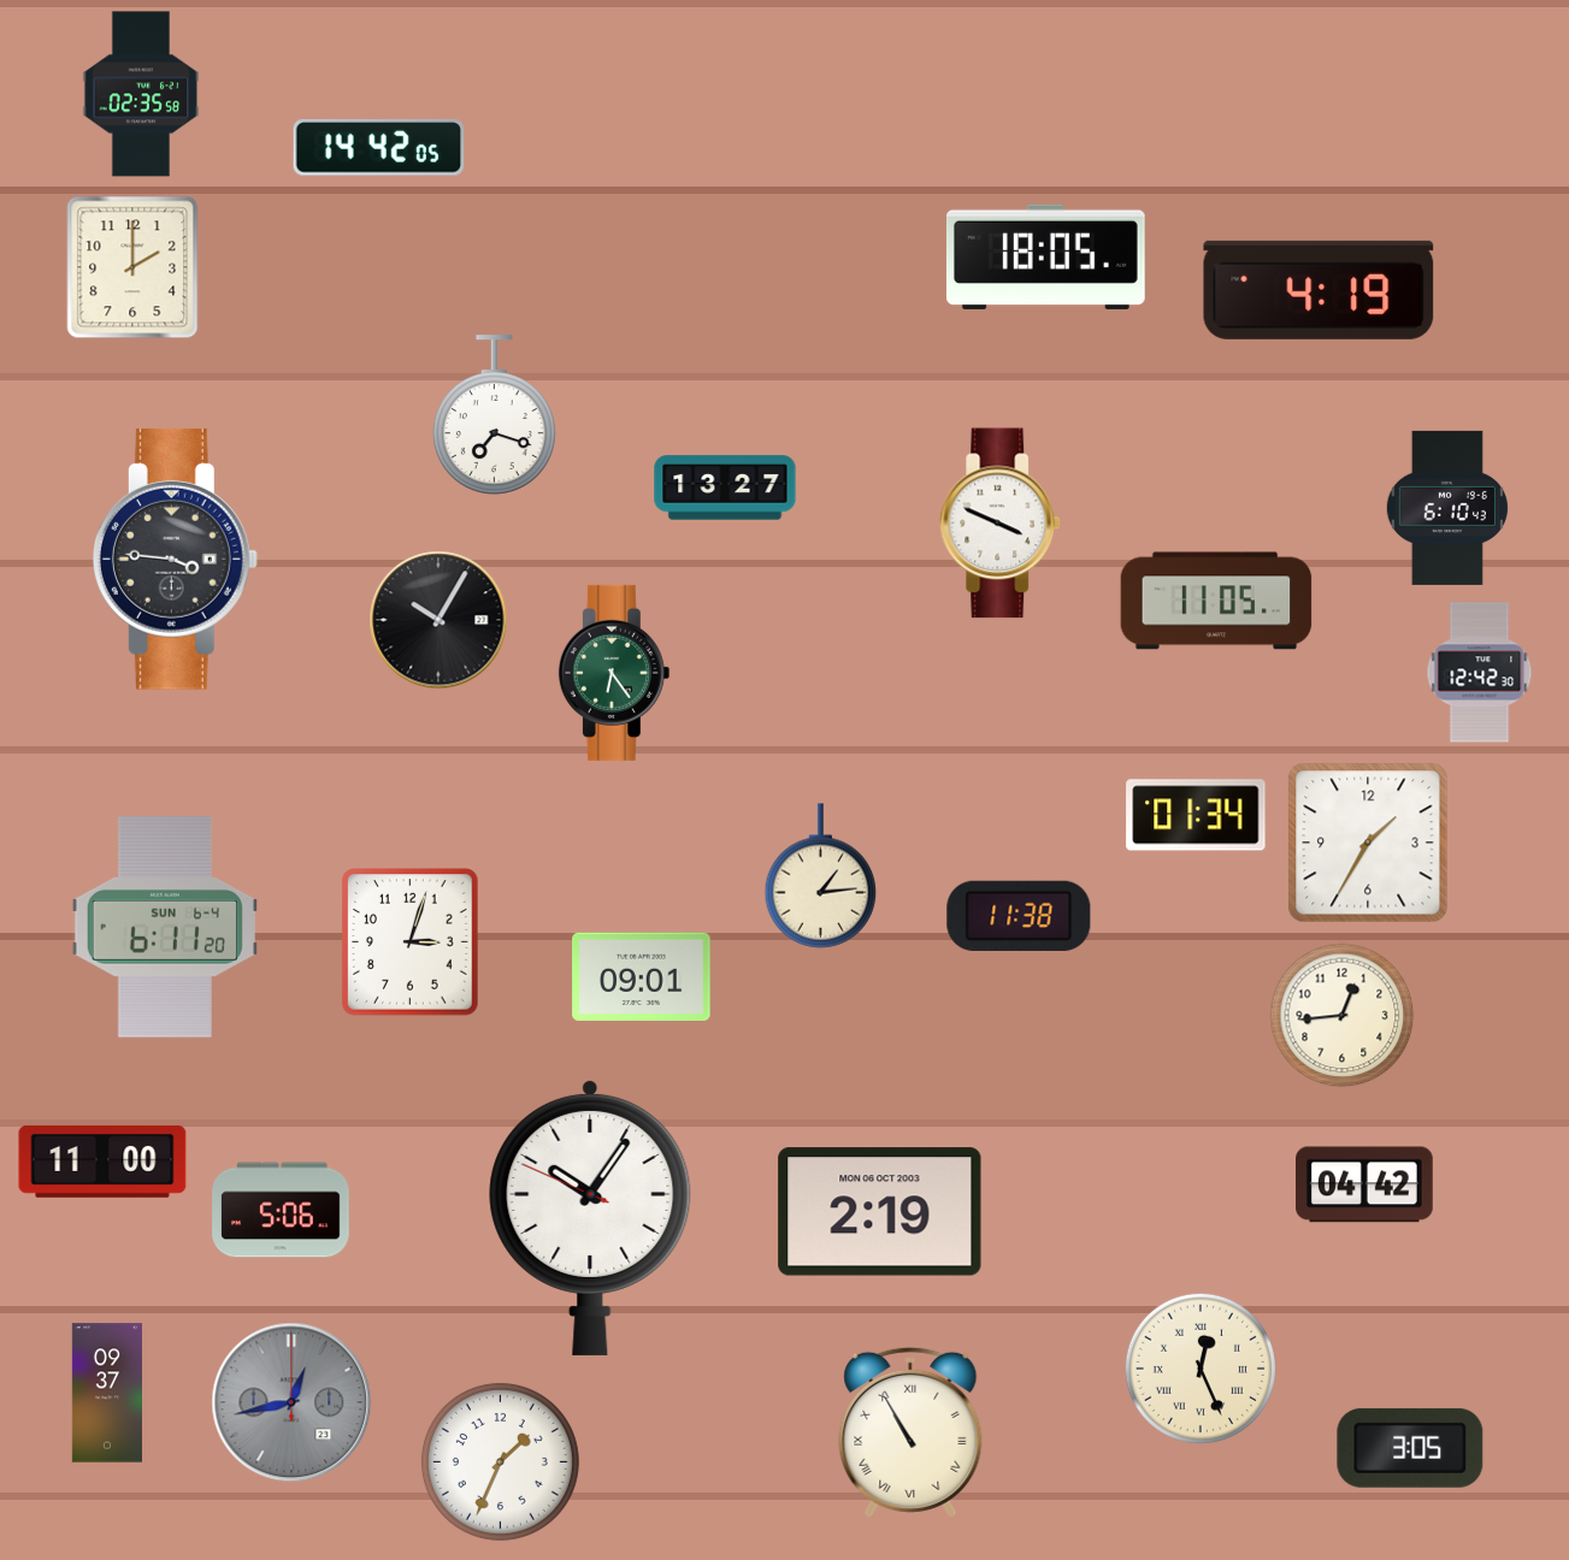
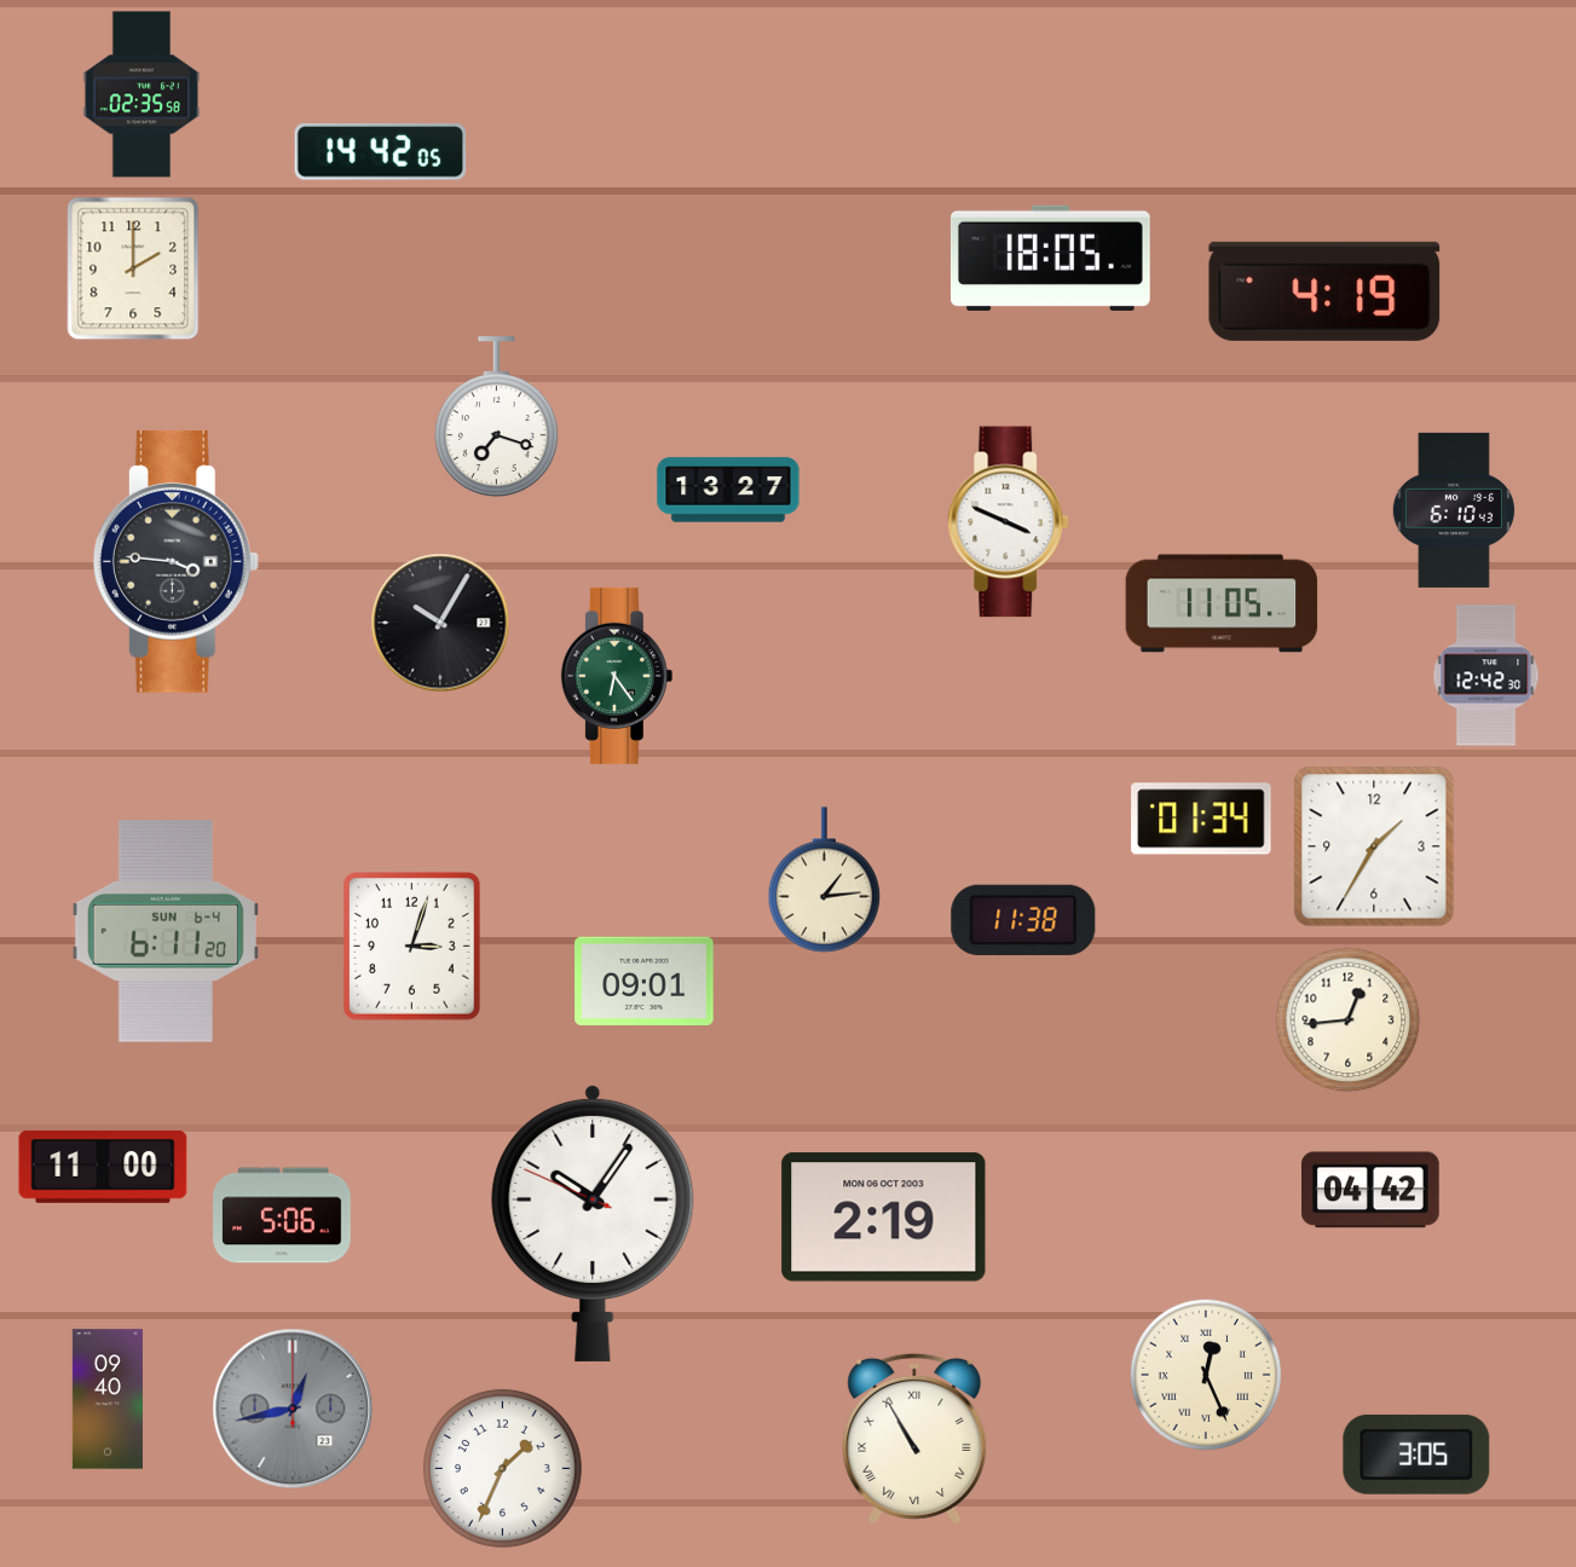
clock at (379, 148) position: (379, 148) -> (381, 152)
clock at (1001, 524) position: (1001, 524) -> (1009, 522)
clock at (107, 1393): 09:37 -> 09:40
